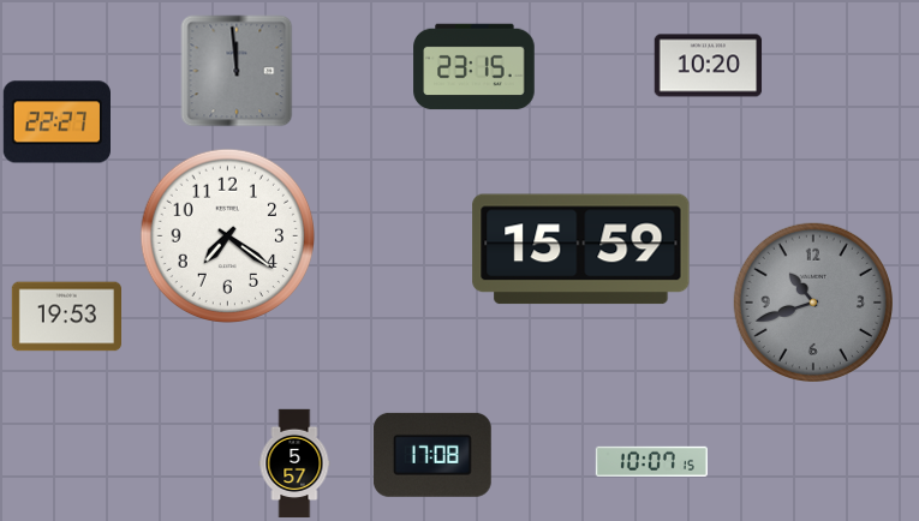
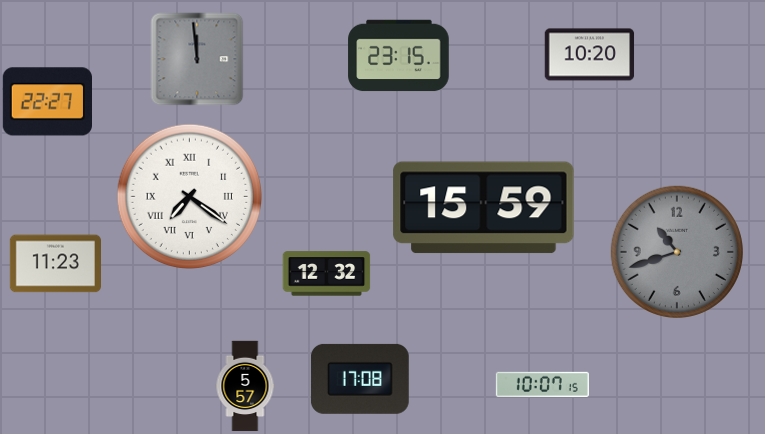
clock at (475, 67) position: (475, 67) -> (399, 56)
clock at (227, 235) numerals: Arabic -> Roman
clock at (66, 317): 19:53 -> 11:23
clock at (327, 274): none -> 12:32
